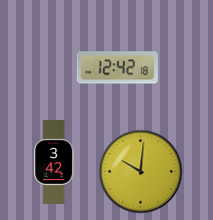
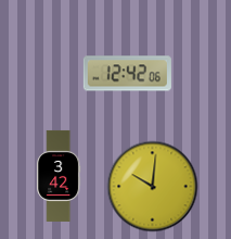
clock at (117, 68): 12:42:18 -> 12:42:06
